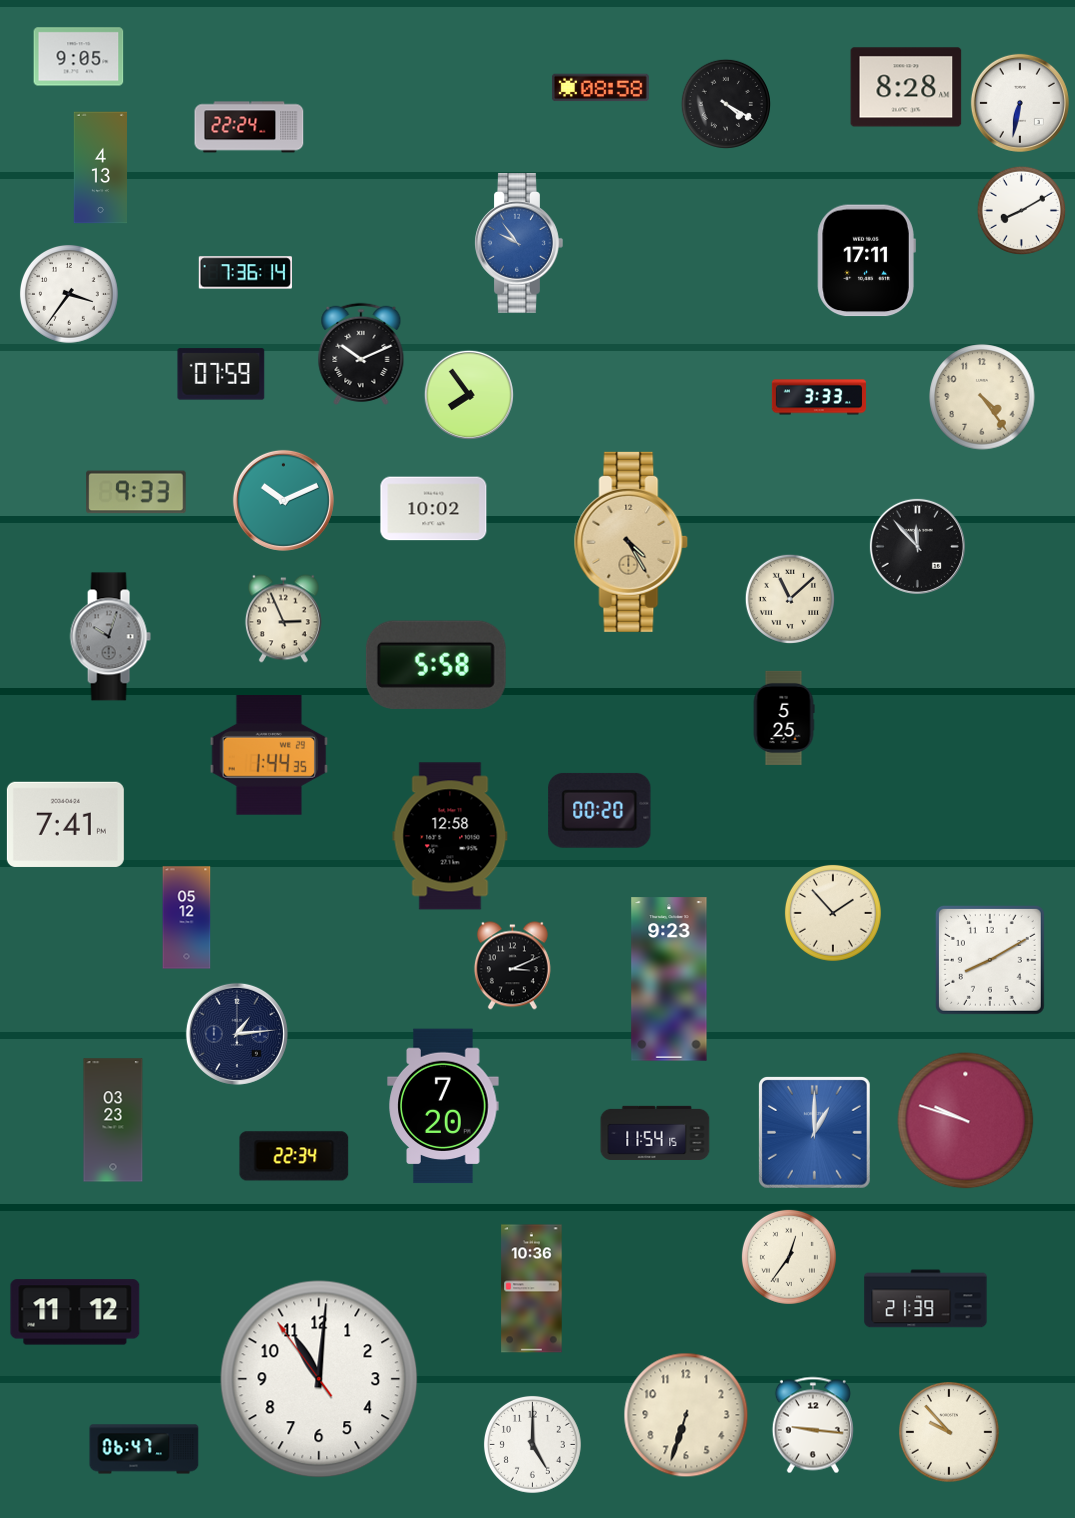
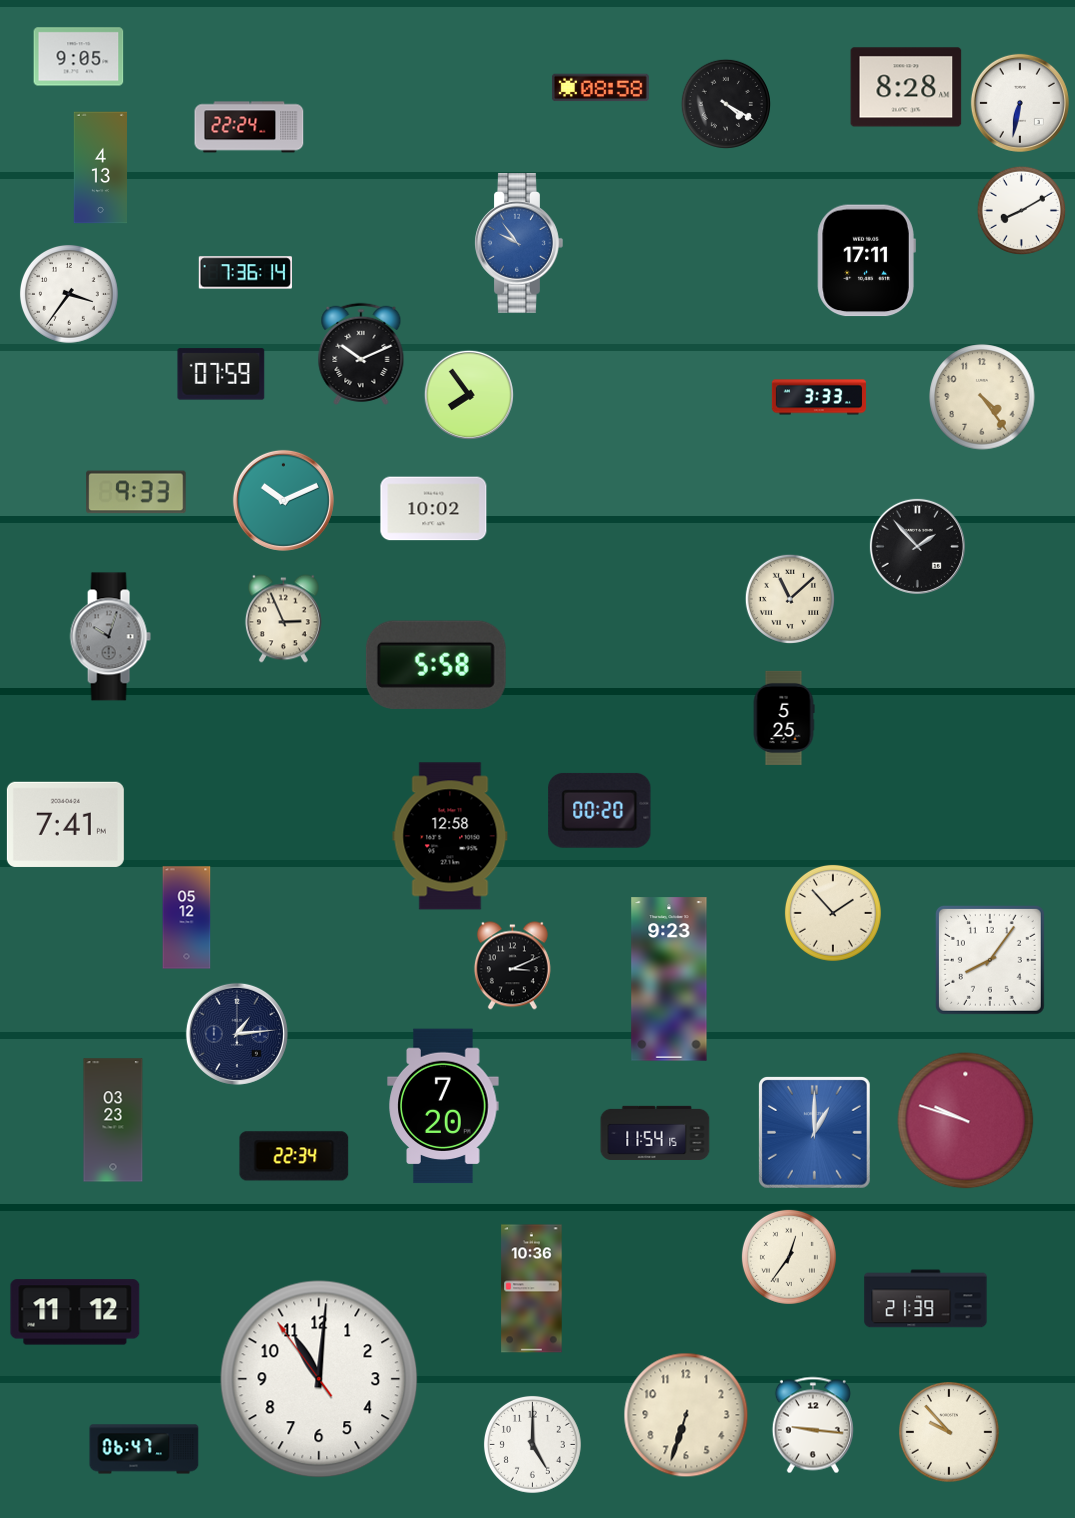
clock at (631, 542): 4:25 -> none
clock at (917, 546): 11:53 -> 1:53
clock at (269, 756): 1:44 -> none
clock at (990, 960): 8:10 -> 8:06
